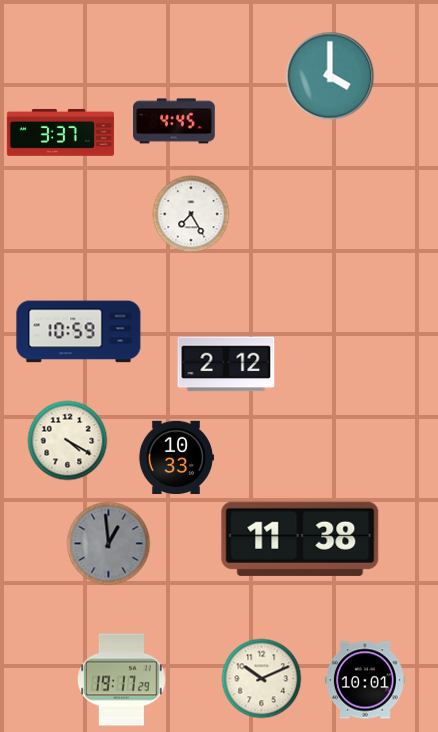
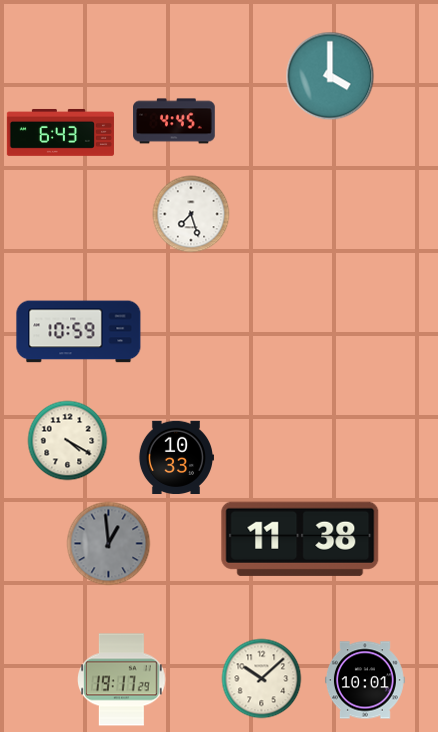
clock at (60, 132): 3:37 -> 6:43
clock at (191, 214): 7:25 -> 7:27
clock at (226, 364): 2:12 -> none
clock at (262, 679): 10:11 -> 10:08
